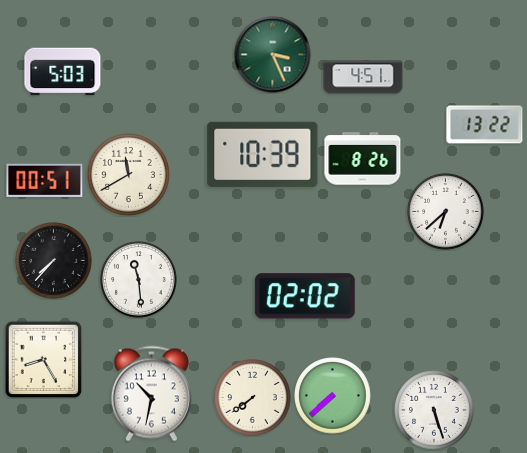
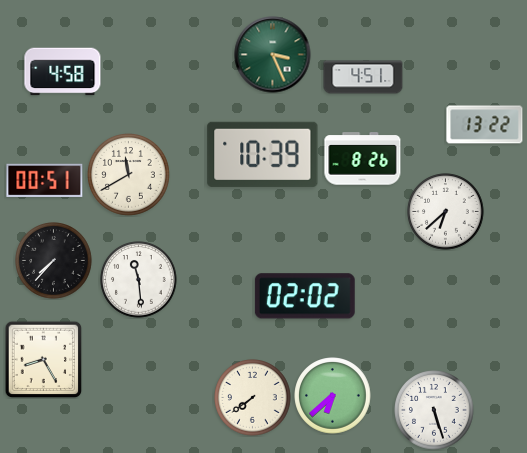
clock at (63, 72): 5:03 -> 4:58
clock at (151, 394): 10:32 -> none
clock at (333, 396): 7:38 -> 6:38
